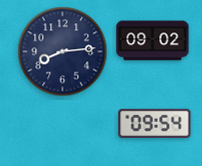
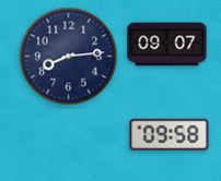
clock at (153, 41): 09:02 -> 09:07
clock at (155, 123): 09:54 -> 09:58
